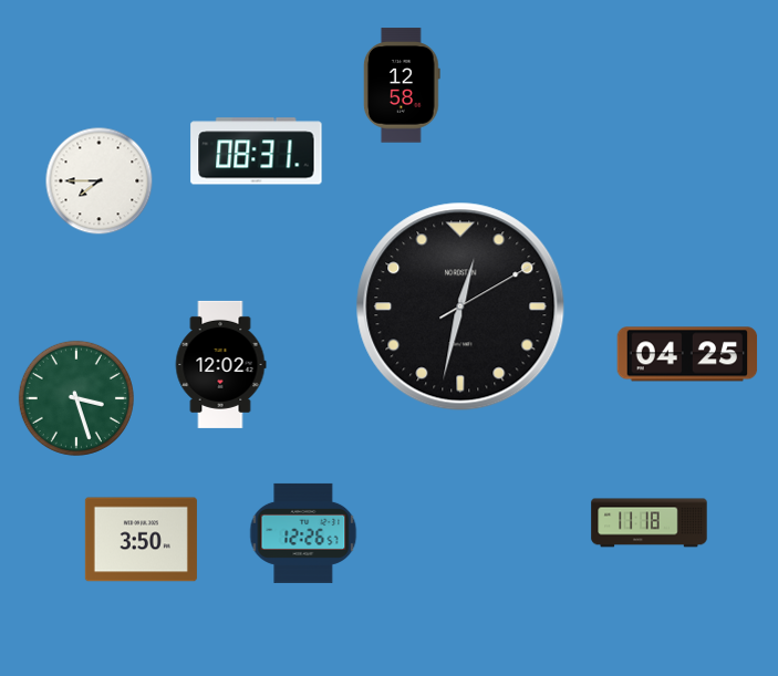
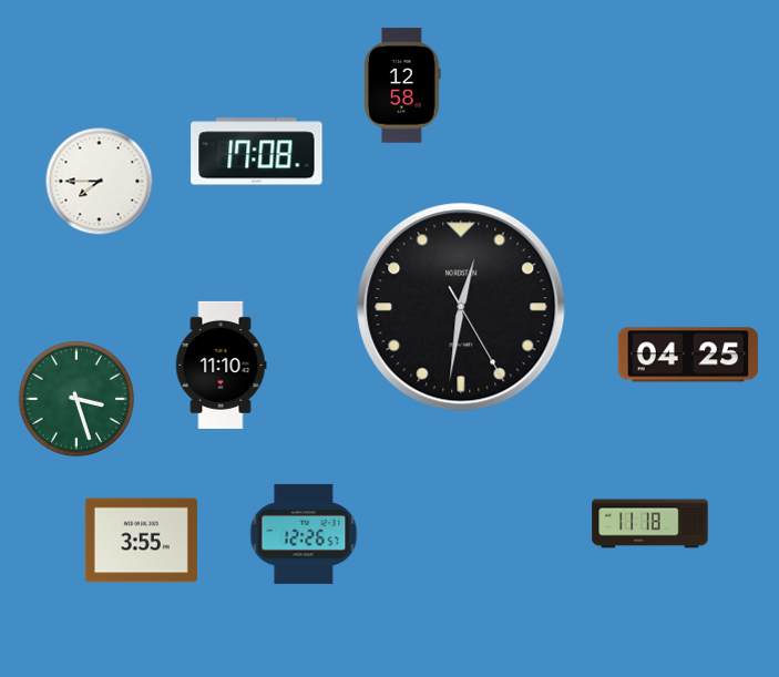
clock at (257, 152): 08:31 -> 17:08
clock at (460, 306): 12:32 -> 12:31
clock at (220, 364): 12:02 -> 11:10
clock at (141, 540): 3:50 -> 3:55
